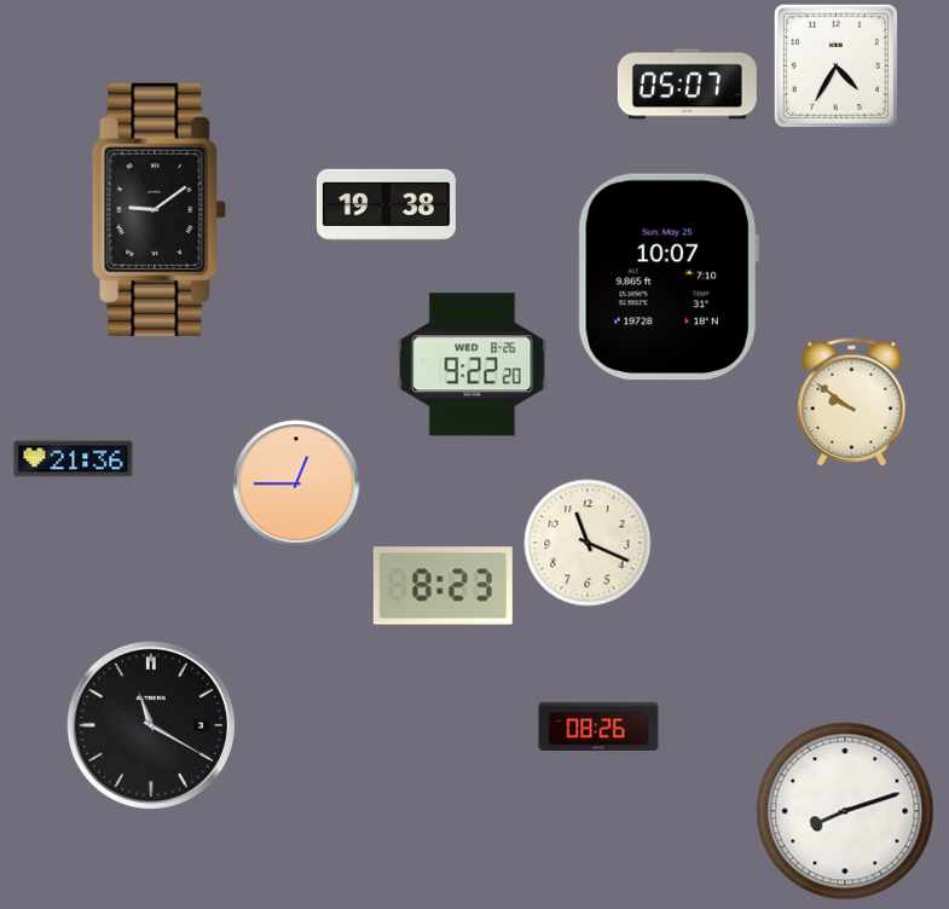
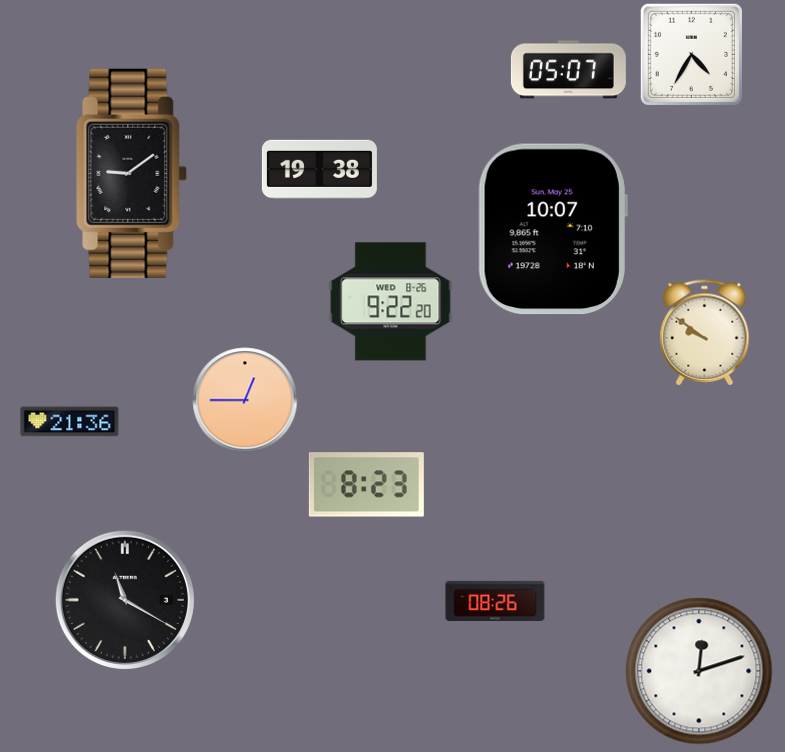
clock at (74, 459) position: (74, 459) -> (70, 422)
clock at (588, 543): 11:19 -> none
clock at (845, 811): 8:12 -> 12:12
